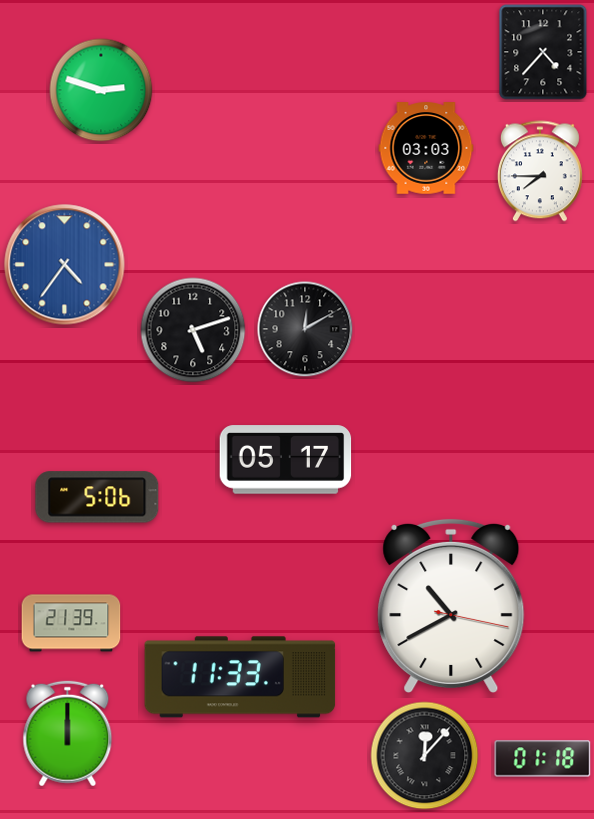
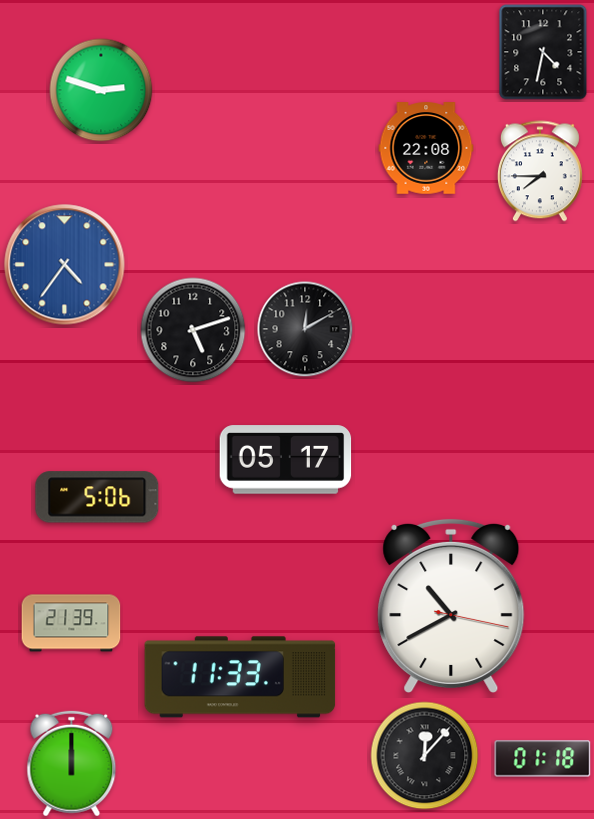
clock at (543, 52): 4:37 -> 4:32
clock at (426, 148): 03:03 -> 22:08
clock at (68, 734) position: (68, 734) -> (72, 764)
